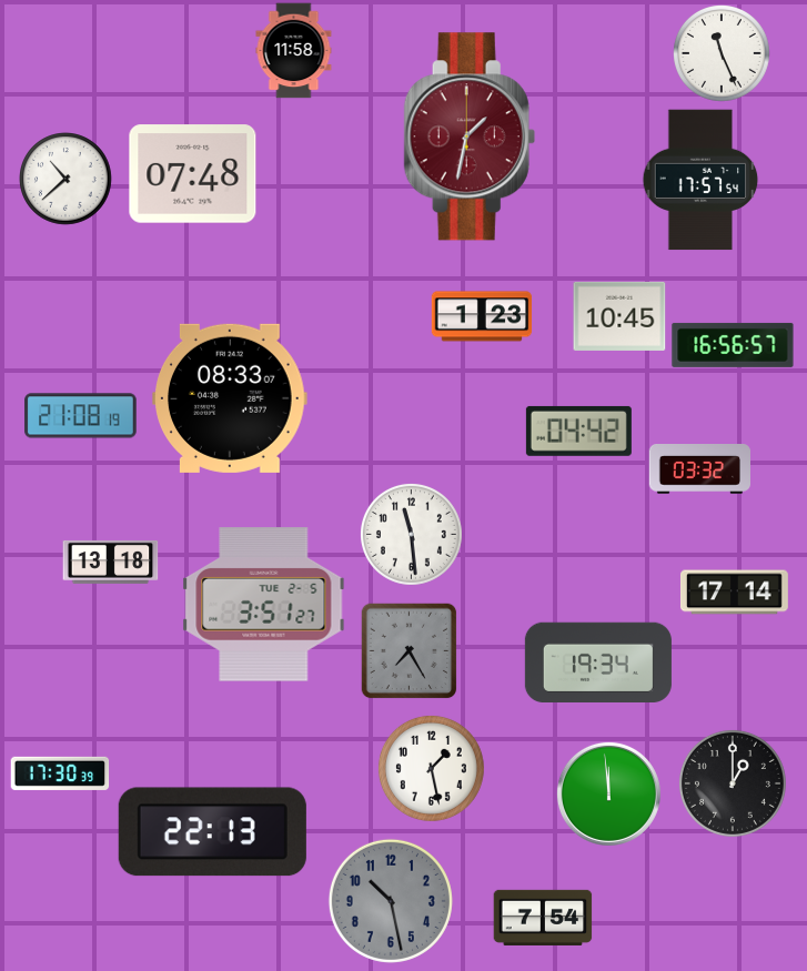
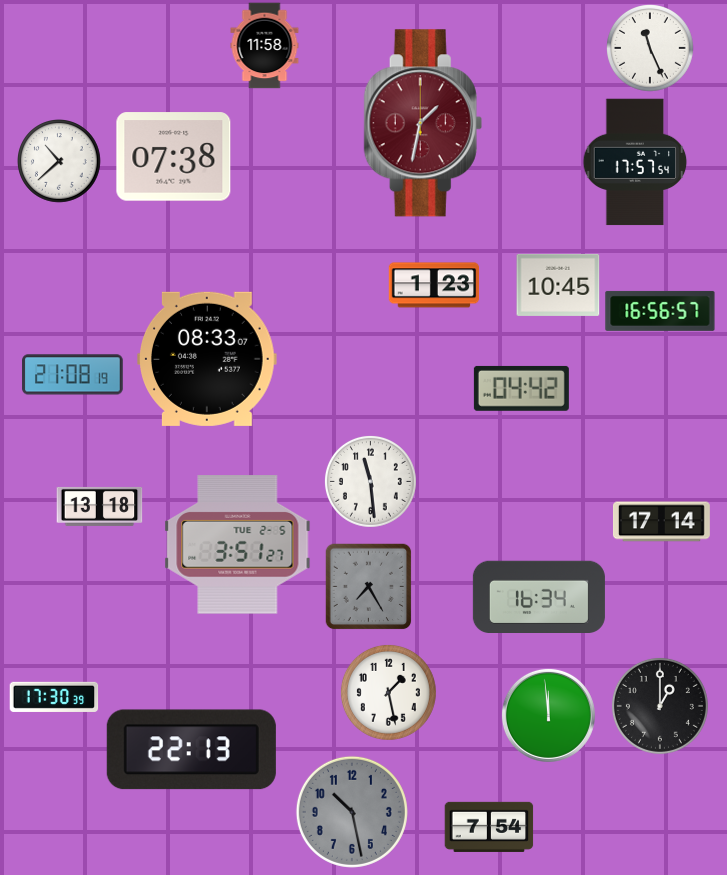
clock at (193, 174): 07:48 -> 07:38
clock at (700, 180) position: (700, 180) -> (635, 162)
clock at (699, 469): 03:32 -> none
clock at (734, 593) position: (734, 593) -> (661, 522)
clock at (598, 661): 19:34 -> 16:34
